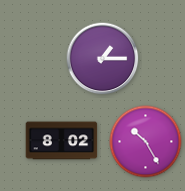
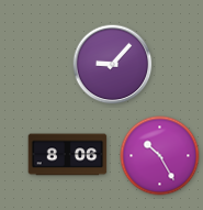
clock at (103, 59): 1:15 -> 9:07
clock at (62, 141): 8:02 -> 8:06
